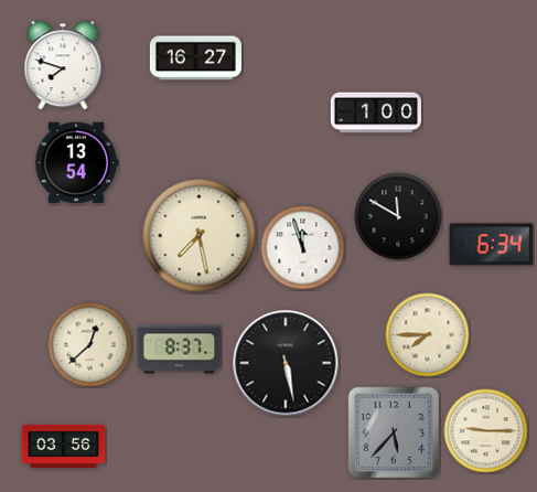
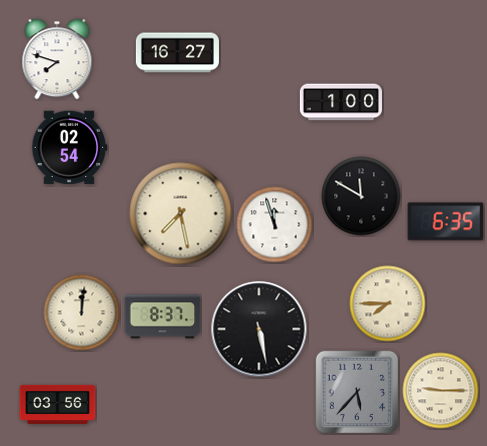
clock at (76, 163): 13:54 -> 02:54
clock at (492, 245): 6:34 -> 6:35
clock at (90, 345): 12:38 -> 12:01
